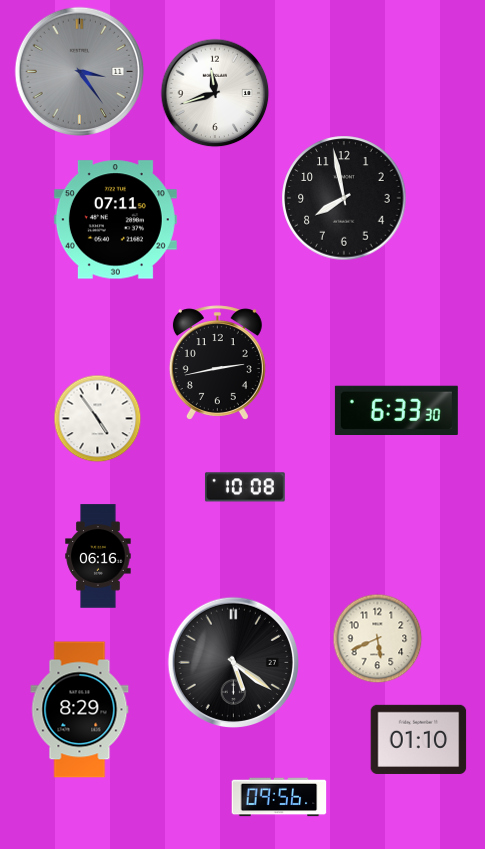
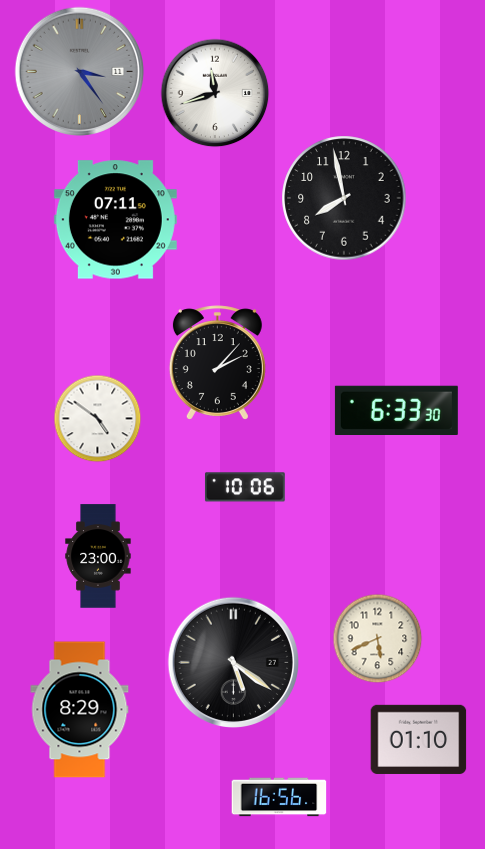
clock at (217, 363): 2:43 -> 2:07
clock at (98, 419): 4:54 -> 4:51
clock at (245, 487): 10:08 -> 10:06
clock at (98, 556): 06:16 -> 23:00
clock at (279, 797): 09:56 -> 16:56
